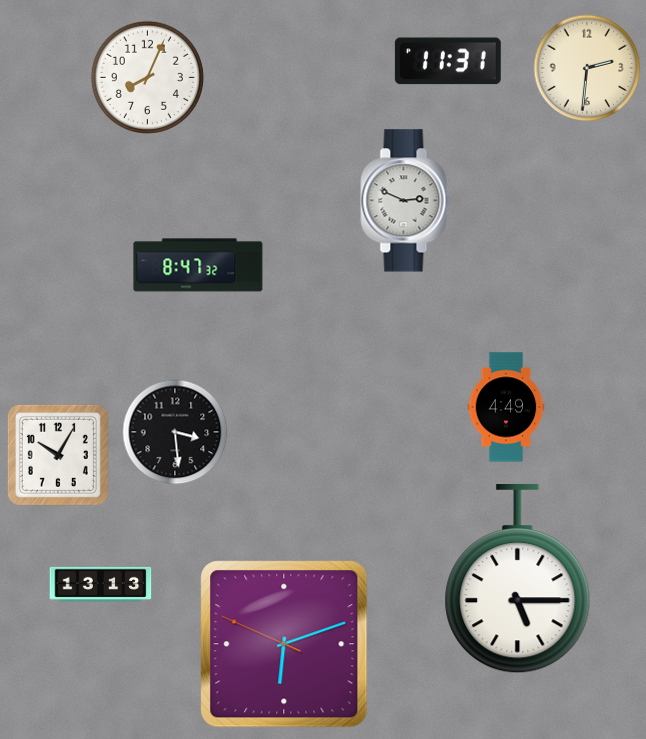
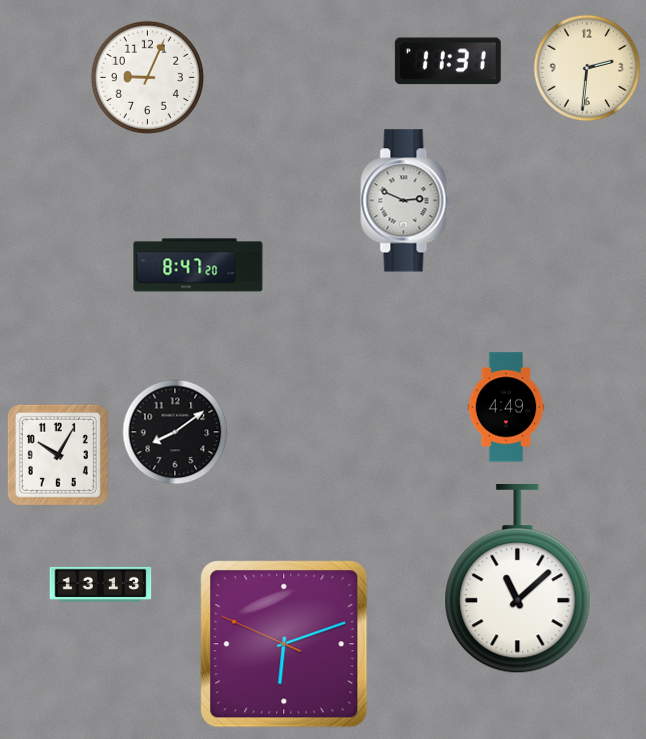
clock at (147, 77): 8:04 -> 9:04
clock at (198, 265): 8:47:32 -> 8:47:20
clock at (175, 432): 3:29 -> 8:09
clock at (518, 580): 5:15 -> 11:08
